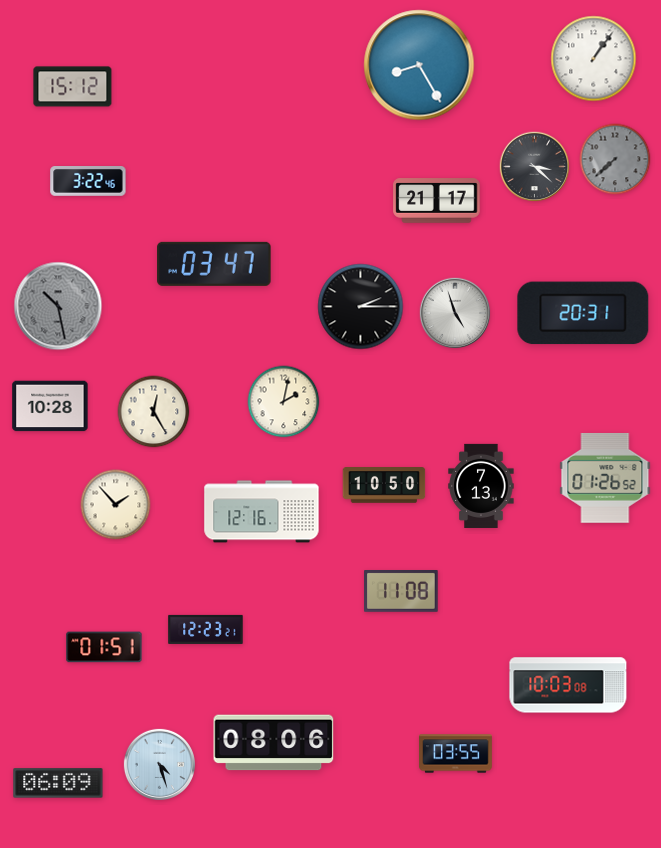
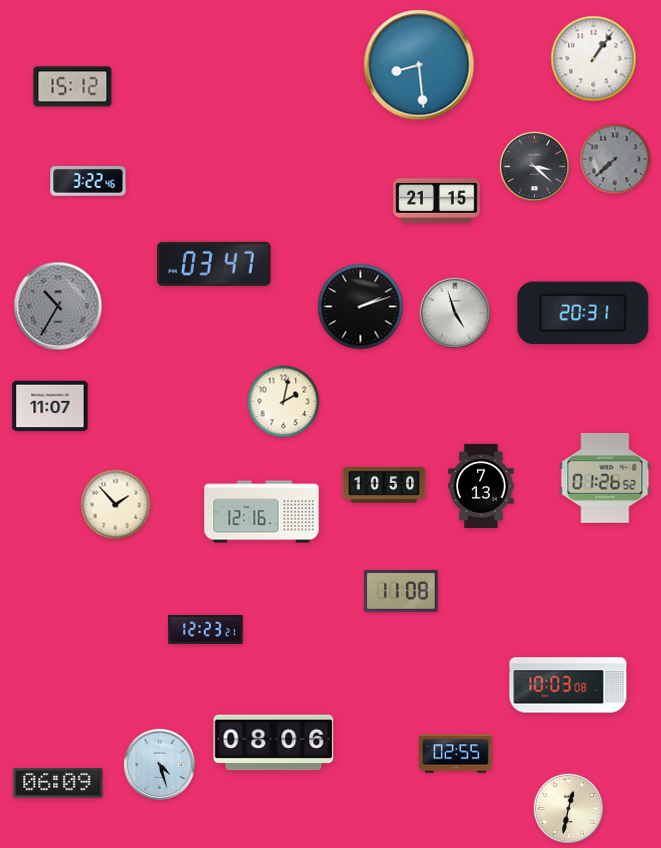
clock at (419, 65): 8:25 -> 8:29
clock at (437, 201): 21:17 -> 21:15
clock at (58, 306): 10:28 -> 10:35
clock at (361, 307): 2:15 -> 2:12
clock at (50, 406): 10:28 -> 11:07
clock at (154, 412): 12:25 -> none
clock at (104, 647): 01:51 -> none
clock at (456, 754): 03:55 -> 02:55
clock at (569, 809): none -> 12:32
